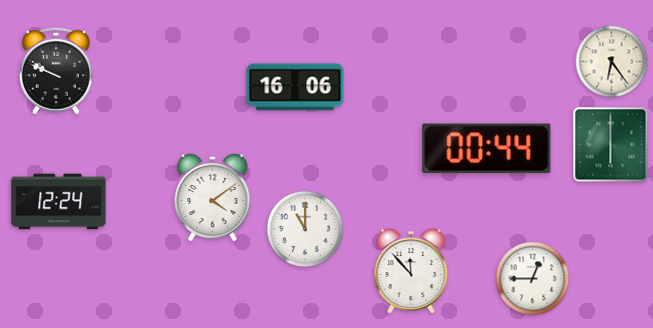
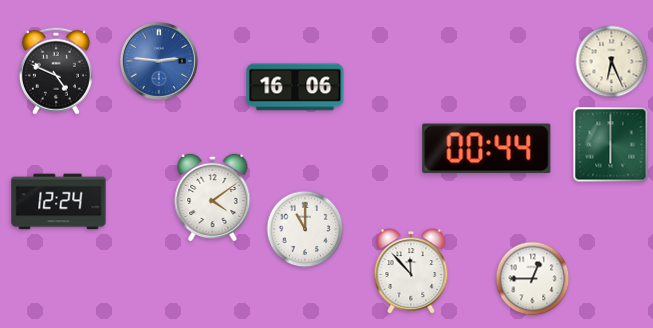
clock at (159, 61): none -> 2:46
clock at (612, 62): 6:24 -> 6:26
clock at (56, 71): 9:49 -> 4:49
